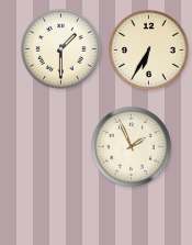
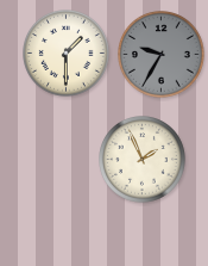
clock at (149, 51): 6:35 -> 9:35
clock at (149, 51) dial: cream -> grey
